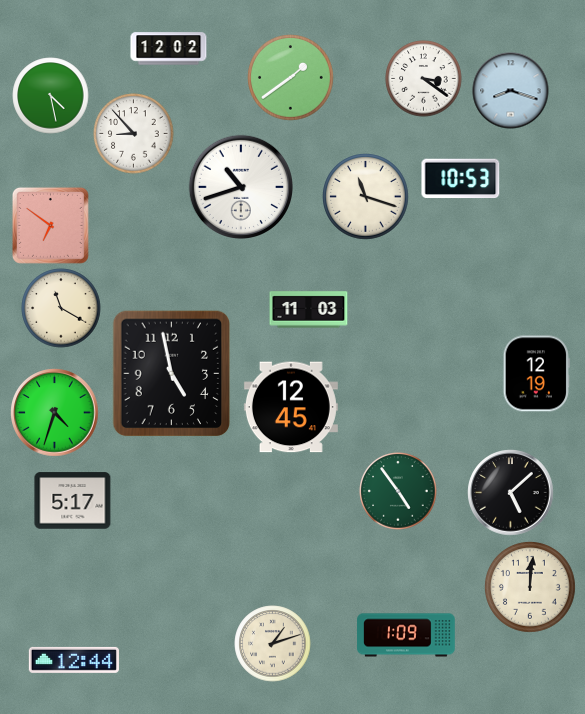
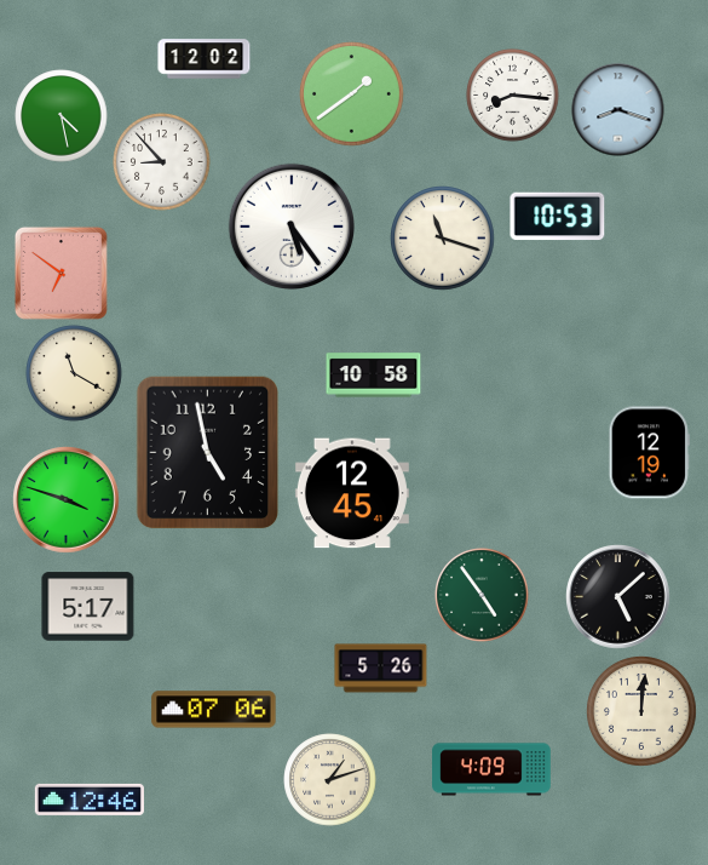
clock at (424, 79): 3:21 -> 8:16
clock at (240, 186): 10:42 -> 5:24
clock at (309, 310): 11:03 -> 10:58
clock at (55, 413): 4:33 -> 3:48
clock at (381, 669): none -> 5:26
clock at (214, 710): none -> 07:06
clock at (406, 635): 1:09 -> 4:09
clock at (74, 660): 12:44 -> 12:46
